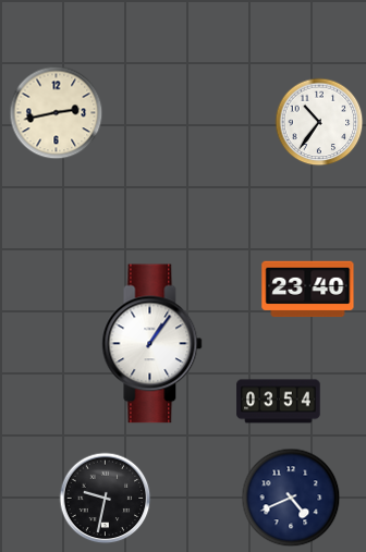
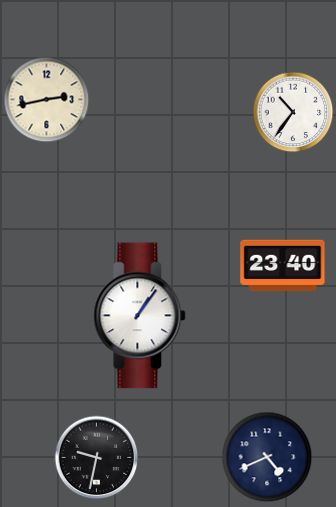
clock at (56, 112) position: (56, 112) -> (46, 99)
clock at (279, 402): 03:54 -> none
